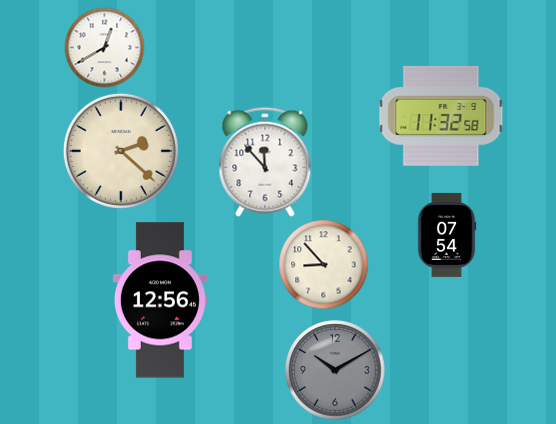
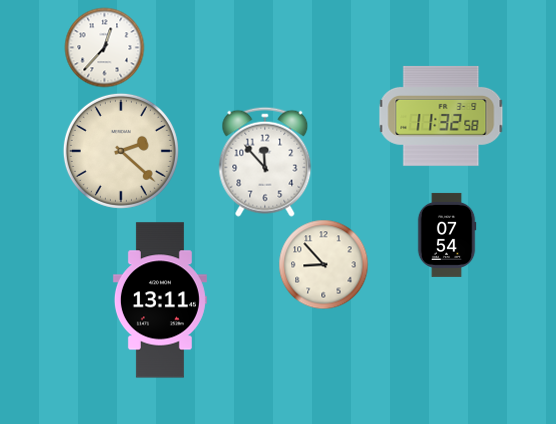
clock at (104, 47): 12:40 -> 12:37
clock at (160, 300): 12:56 -> 13:11
clock at (335, 370): 10:10 -> none
